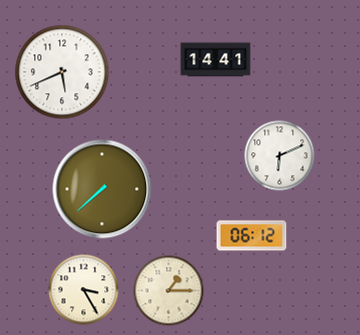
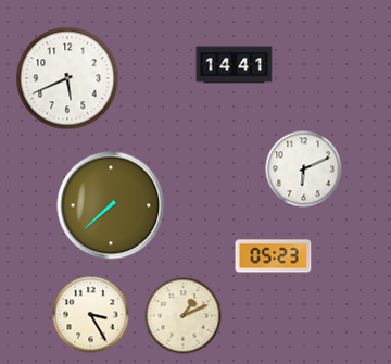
clock at (252, 236): 06:12 -> 05:23
clock at (169, 291): 1:15 -> 1:11
